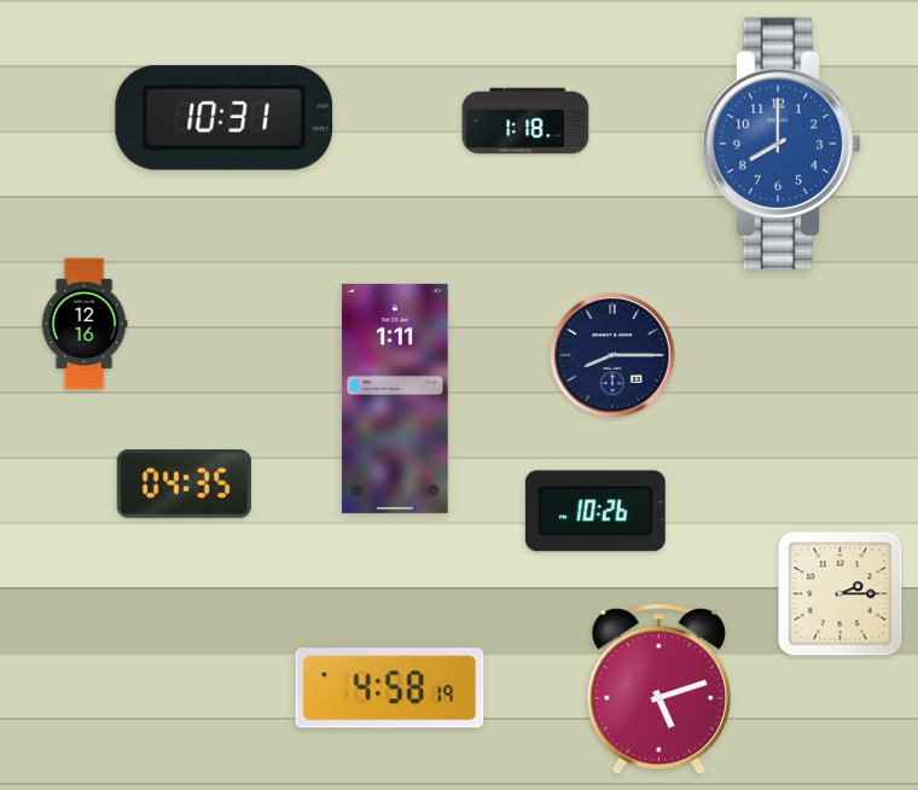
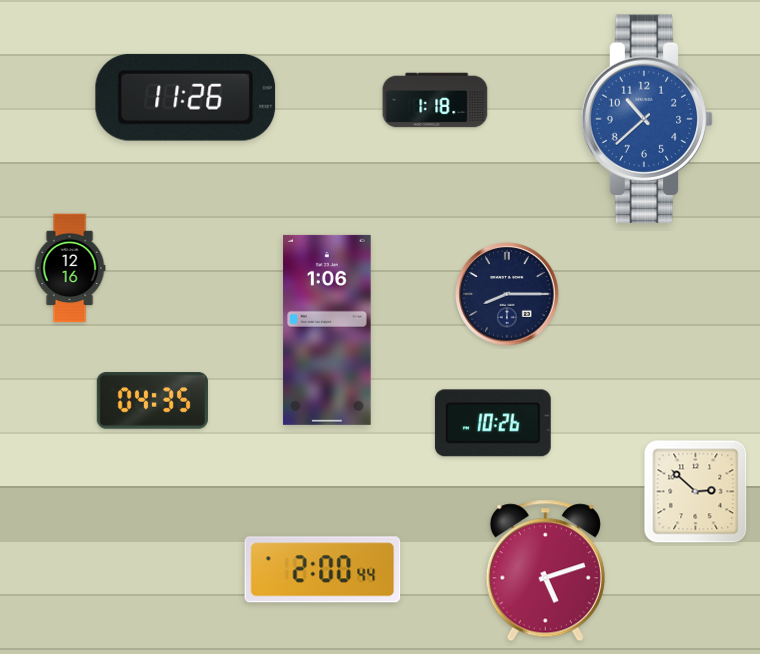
clock at (225, 117): 10:31 -> 11:26
clock at (782, 144): 8:00 -> 10:38
clock at (395, 399): 1:11 -> 1:06
clock at (841, 594): 2:15 -> 2:52
clock at (390, 689): 4:58 -> 2:00
